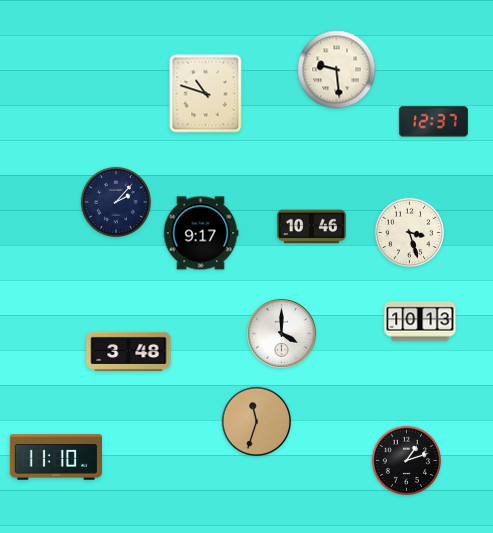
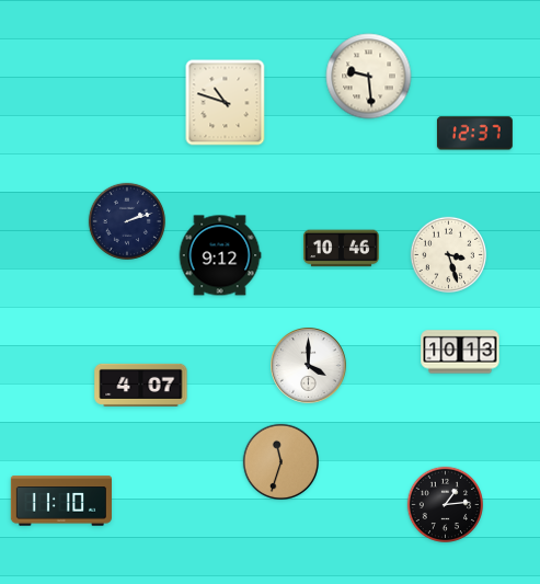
clock at (116, 202): 2:07 -> 2:12
clock at (201, 233): 9:17 -> 9:12
clock at (129, 351): 3:48 -> 4:07
clock at (407, 461): 1:12 -> 1:14
